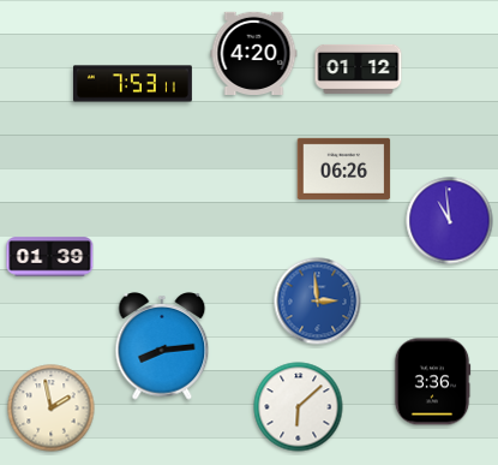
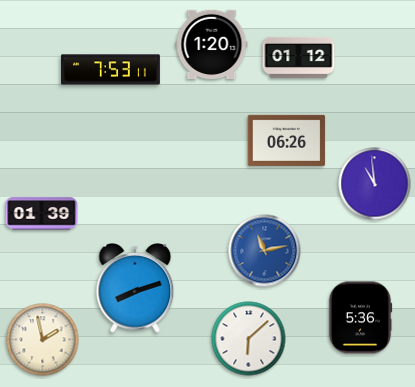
clock at (254, 53): 4:20 -> 1:20
clock at (318, 302): 2:59 -> 11:13
clock at (162, 347): 8:14 -> 8:12
clock at (432, 382): 3:36 -> 5:36
